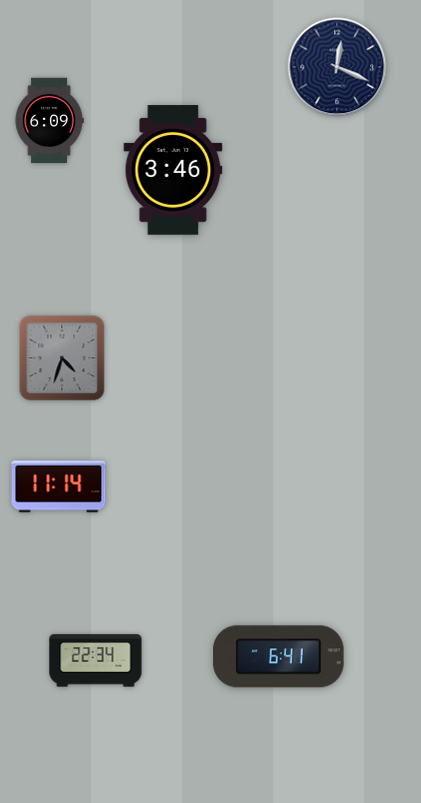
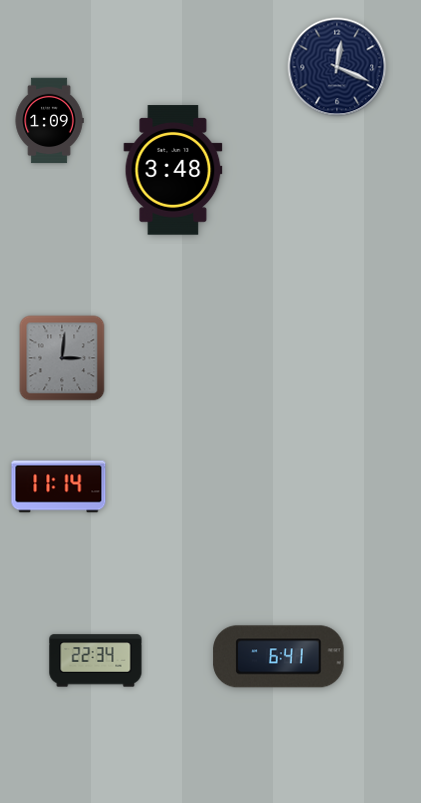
clock at (49, 121): 6:09 -> 1:09
clock at (173, 170): 3:46 -> 3:48
clock at (62, 358): 4:33 -> 3:01
